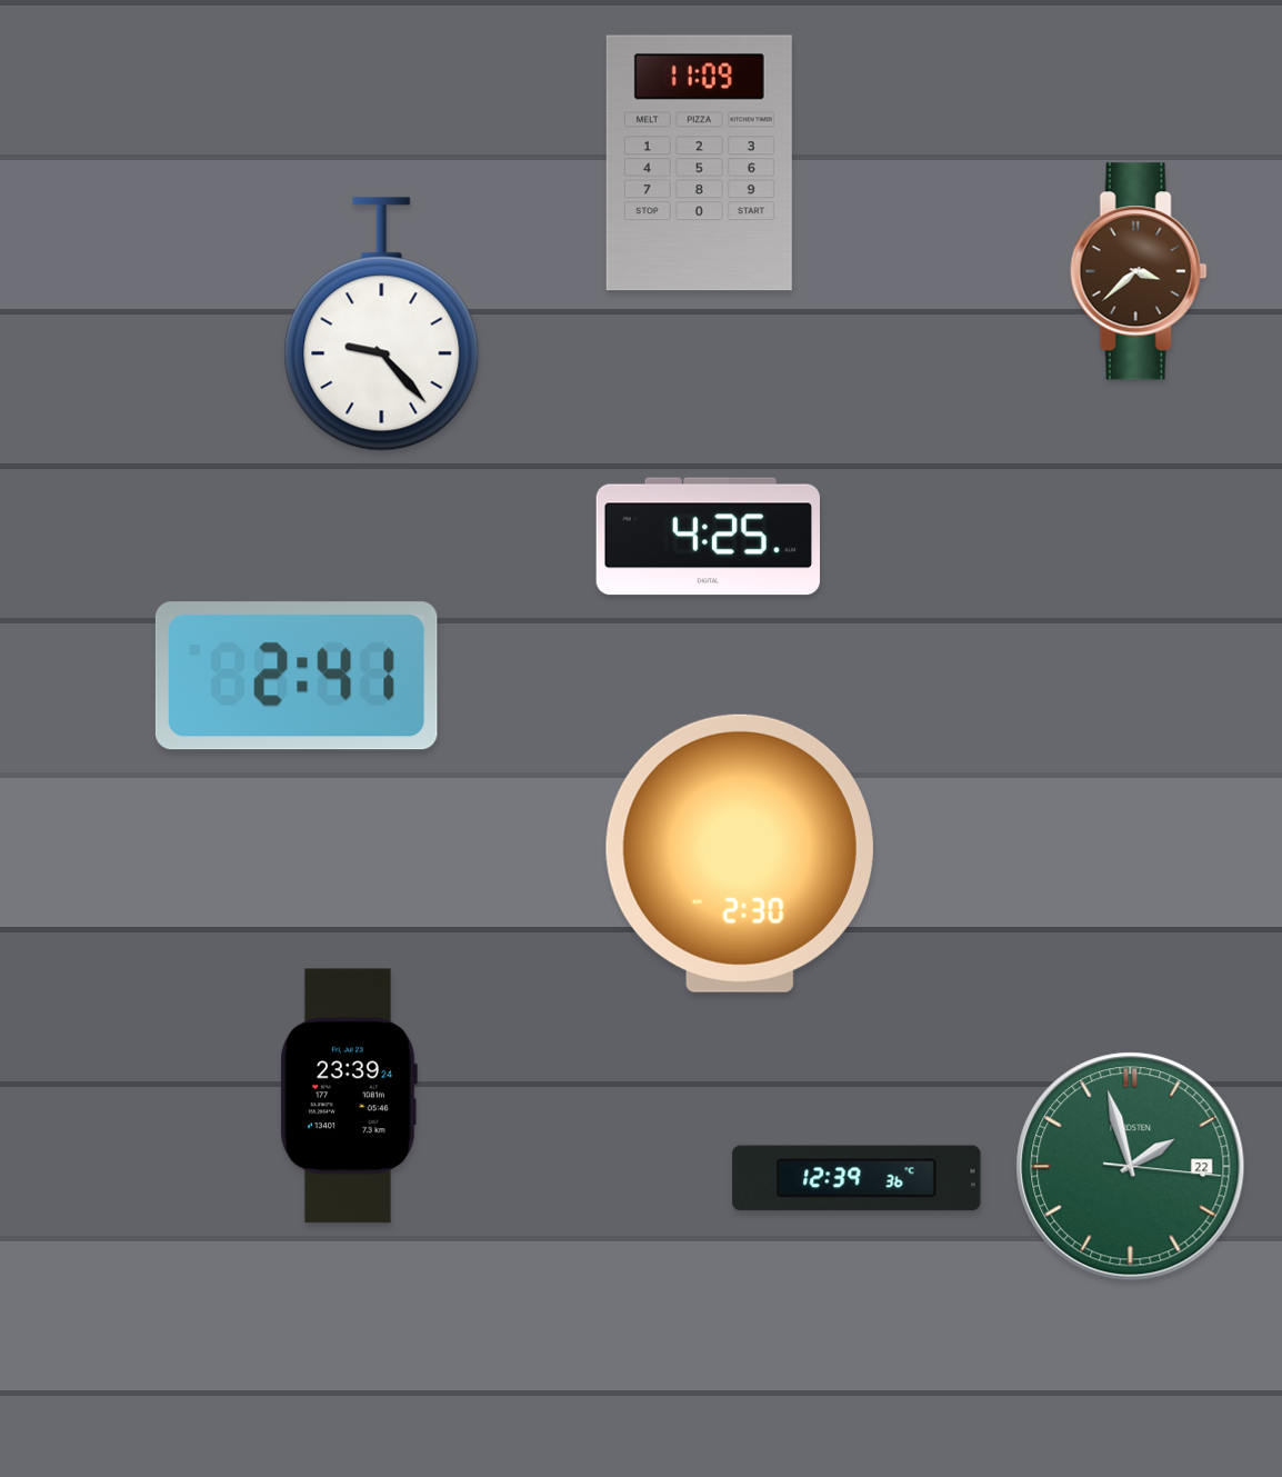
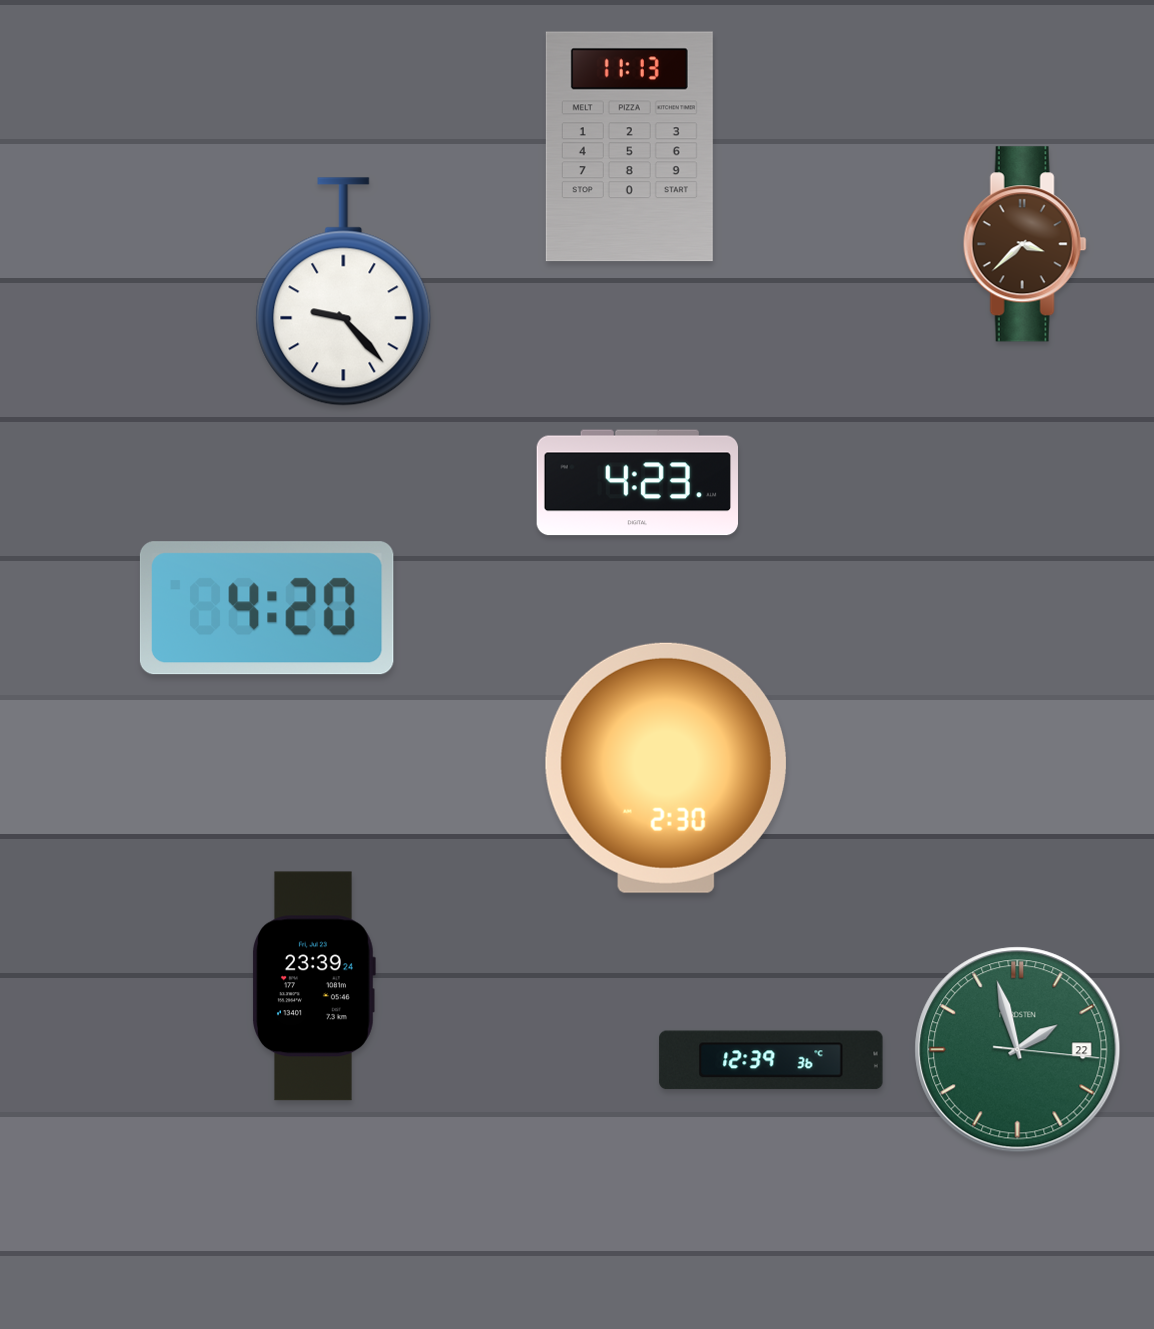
clock at (699, 163): 11:09 -> 11:13
clock at (708, 537): 4:25 -> 4:23
clock at (297, 676): 2:41 -> 4:20
